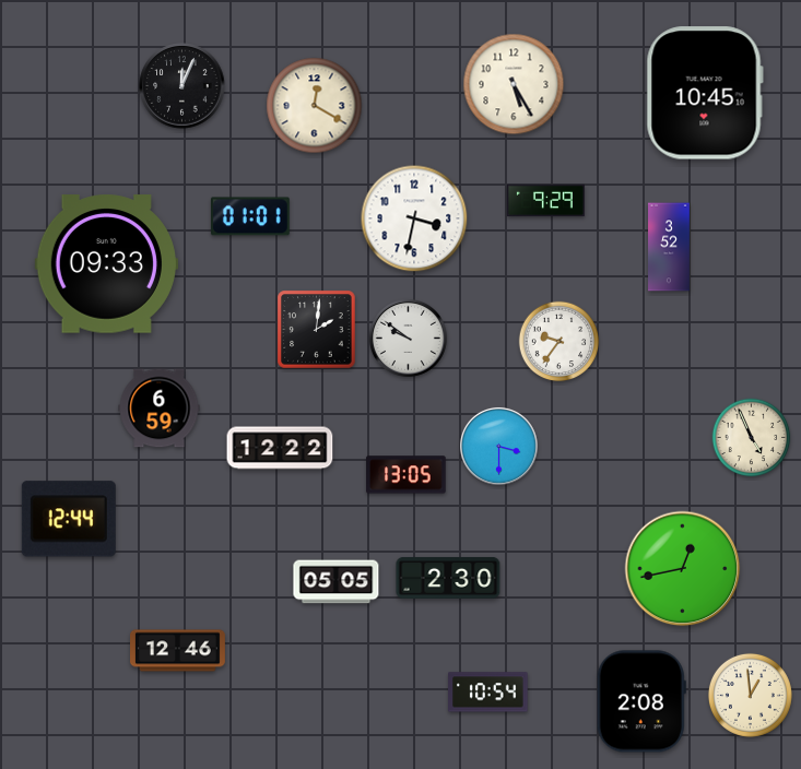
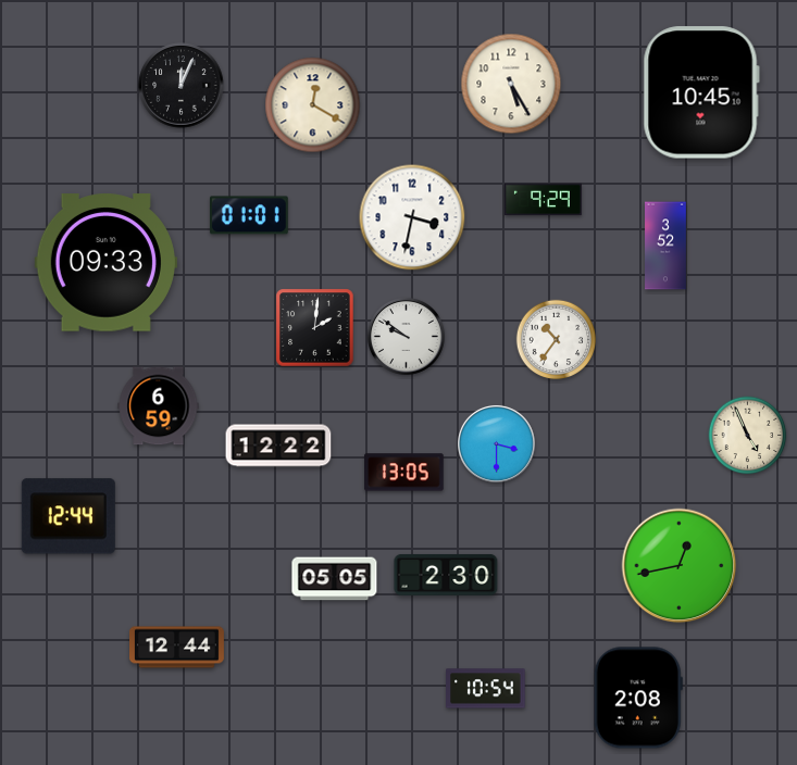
clock at (559, 342): 9:36 -> 10:36
clock at (178, 651): 12:46 -> 12:44
clock at (750, 695): 12:59 -> none
